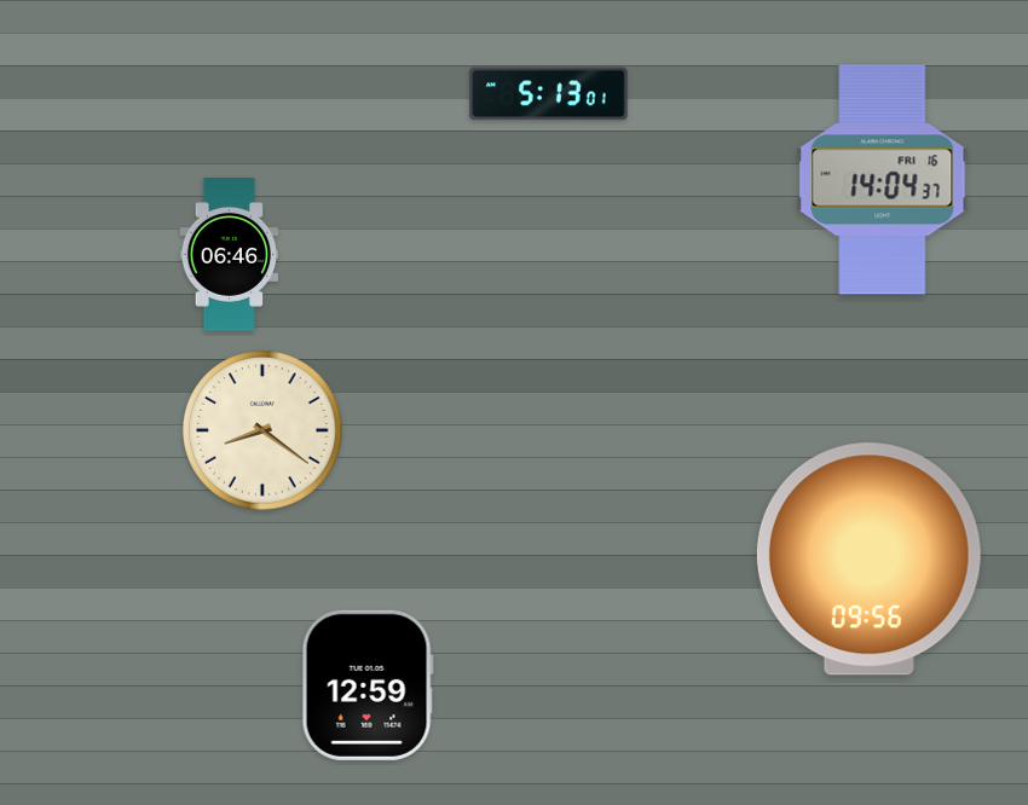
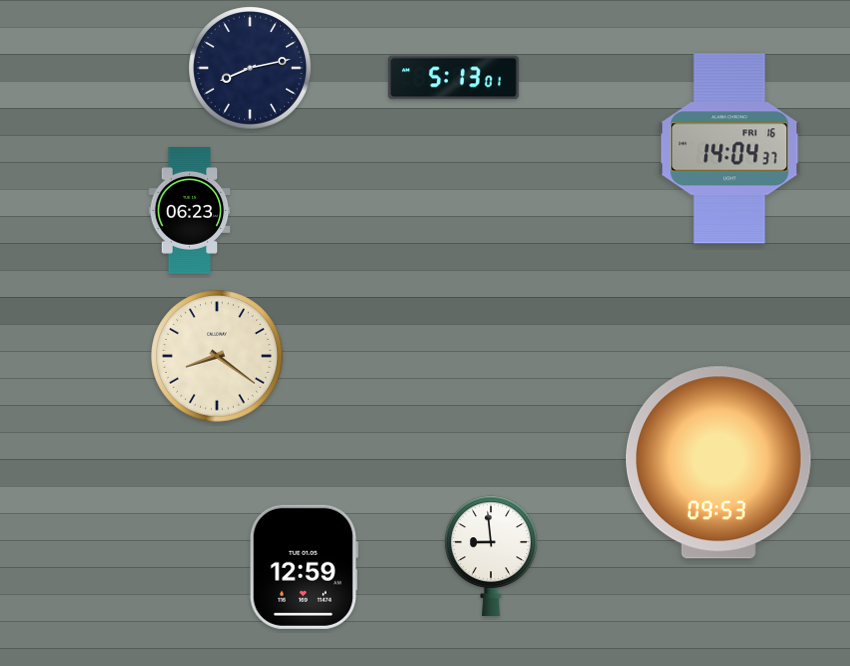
clock at (251, 69): none -> 8:13
clock at (230, 255): 06:46 -> 06:23
clock at (868, 560): 09:56 -> 09:53
clock at (491, 556): none -> 8:59
